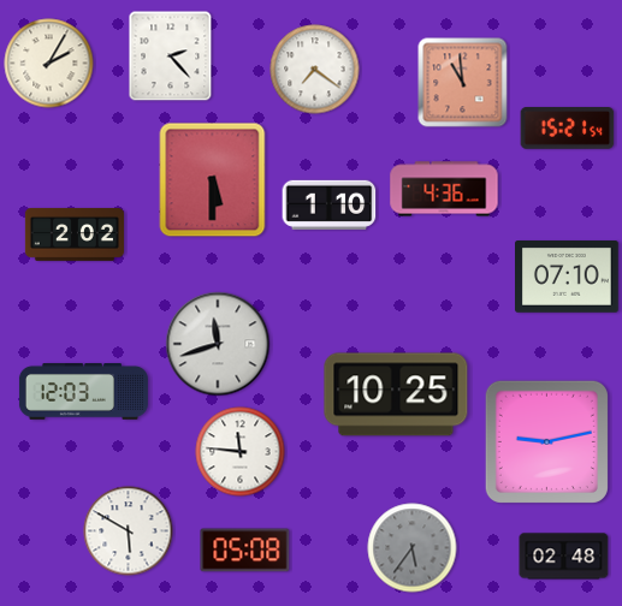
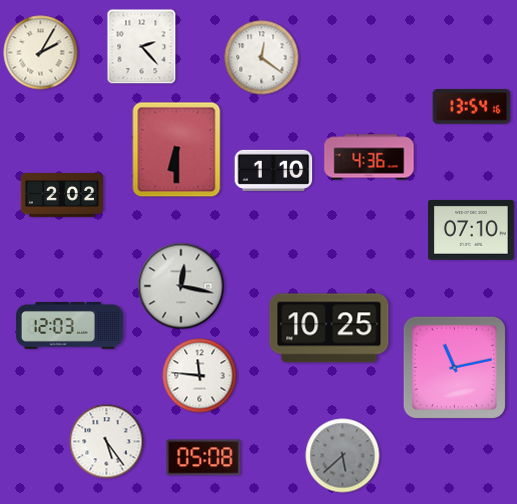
clock at (315, 70): 7:21 -> 12:21
clock at (463, 83): 10:59 -> none
clock at (568, 129): 15:21 -> 13:54
clock at (213, 180): 5:30 -> 6:30
clock at (218, 344): 11:42 -> 12:17
clock at (546, 441): 9:13 -> 11:13
clock at (129, 531): 5:50 -> 5:24
clock at (413, 548): 5:36 -> 5:38
clock at (564, 557): 02:48 -> none
